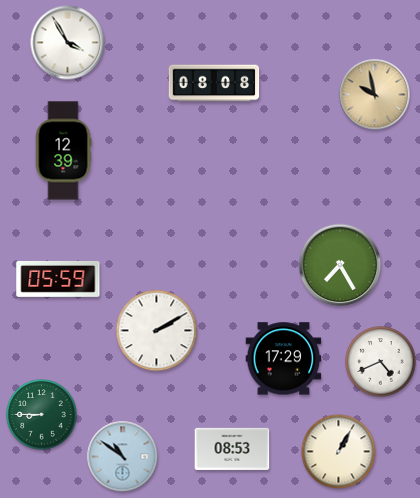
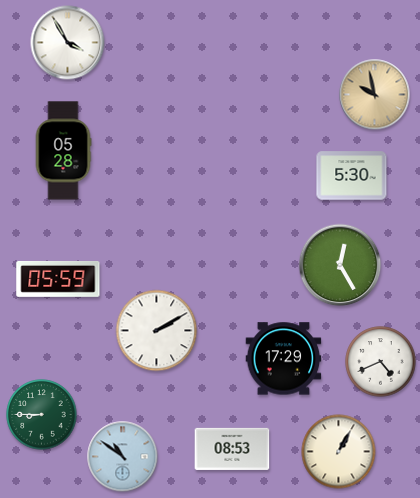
clock at (214, 83): 08:08 -> none
clock at (63, 151): 12:39 -> 05:28
clock at (352, 176): none -> 5:30
clock at (340, 265): 7:25 -> 12:25
